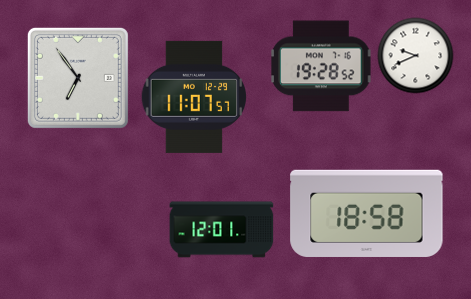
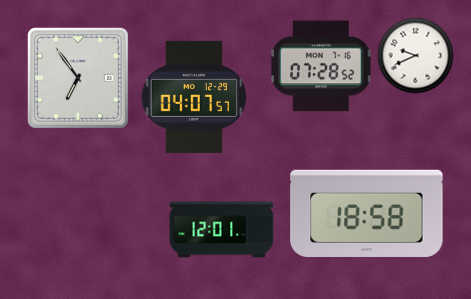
clock at (321, 66): 19:28 -> 07:28
clock at (194, 97): 11:07 -> 04:07
